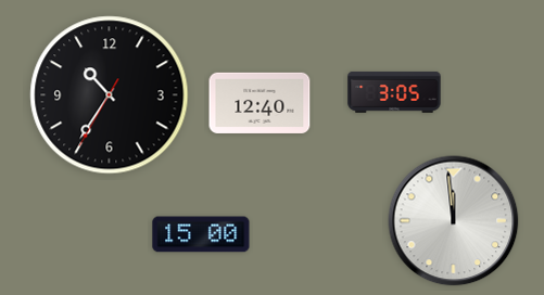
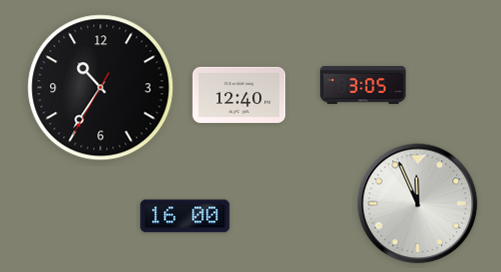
clock at (454, 221): 11:59 -> 11:56
clock at (201, 234): 15:00 -> 16:00
